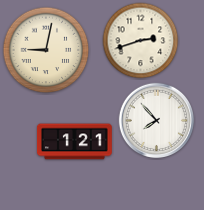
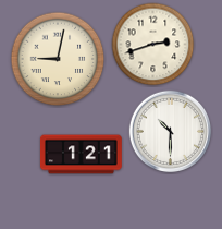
clock at (46, 50) position: (46, 50) -> (58, 59)
clock at (157, 121): 7:53 -> 10:30
